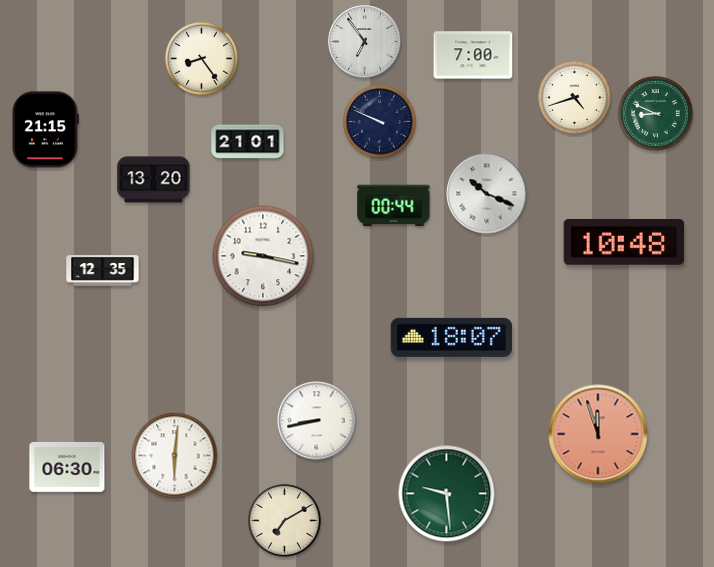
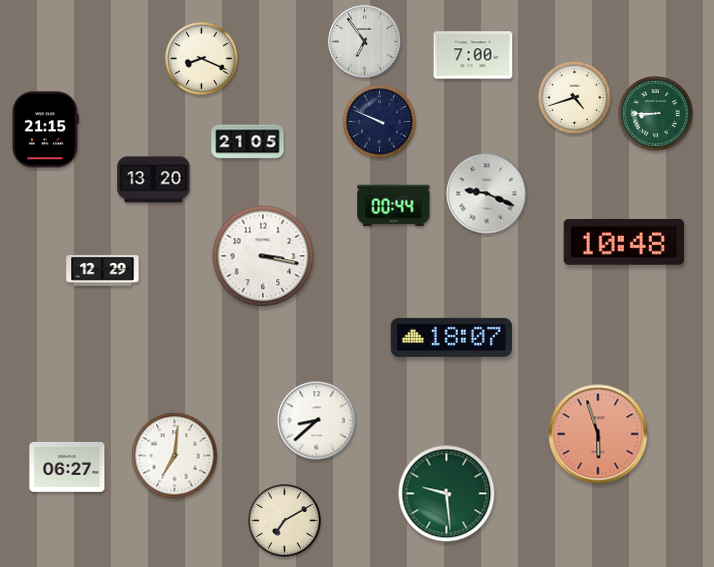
clock at (201, 58): 8:24 -> 8:19
clock at (656, 114): 8:49 -> 8:45
clock at (248, 142): 21:01 -> 21:05
clock at (487, 194): 10:19 -> 9:19
clock at (263, 256): 9:17 -> 3:17
clock at (103, 271): 12:35 -> 12:29
clock at (317, 421): 8:43 -> 8:38
clock at (598, 434): 11:57 -> 5:57
clock at (175, 456): 6:01 -> 7:01
clock at (67, 467): 06:30 -> 06:27
